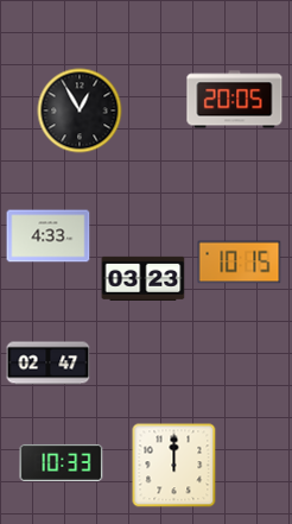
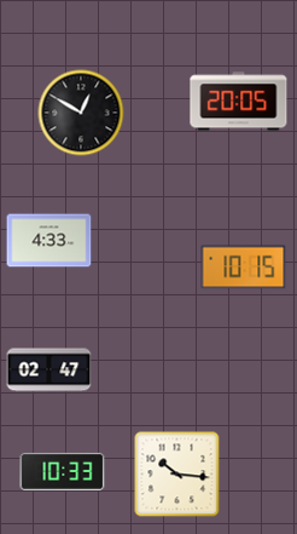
clock at (80, 111): 12:55 -> 12:50
clock at (144, 278): 03:23 -> none
clock at (174, 466): 12:00 -> 10:16
